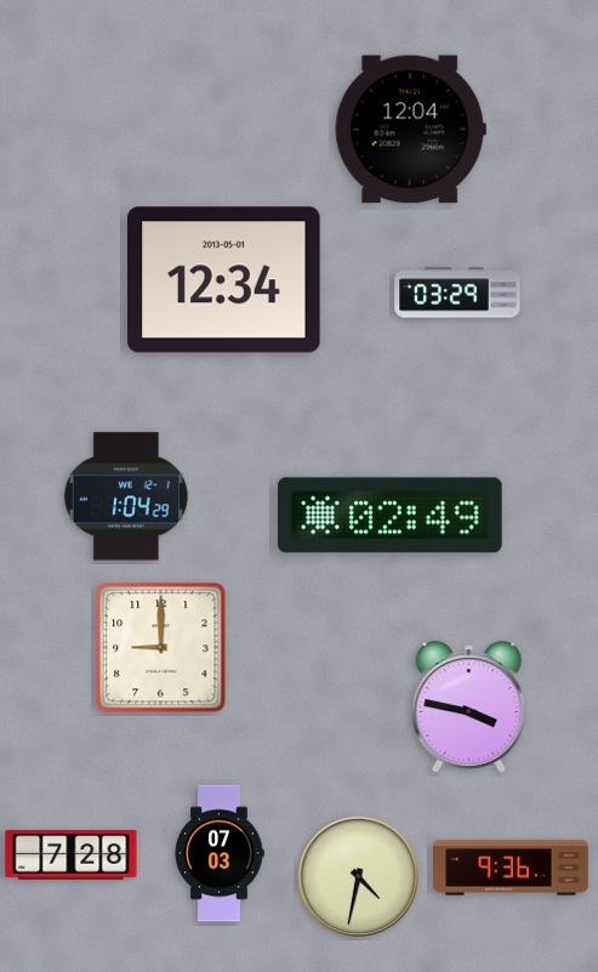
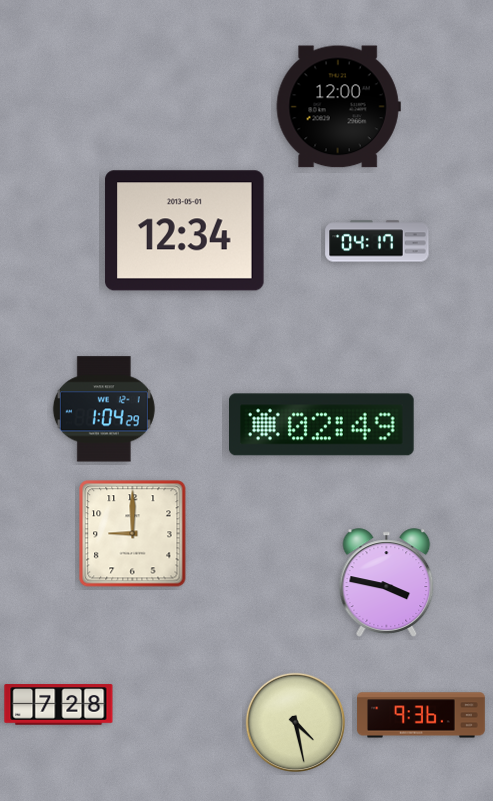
clock at (410, 130): 12:04 -> 12:00
clock at (457, 292): 03:29 -> 04:17
clock at (220, 853): 07:03 -> none
clock at (358, 876): 4:32 -> 4:28
